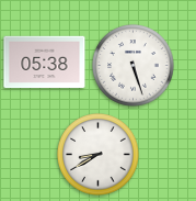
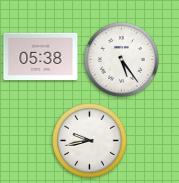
clock at (134, 66): 5:27 -> 5:24
clock at (99, 155): 8:40 -> 9:43
